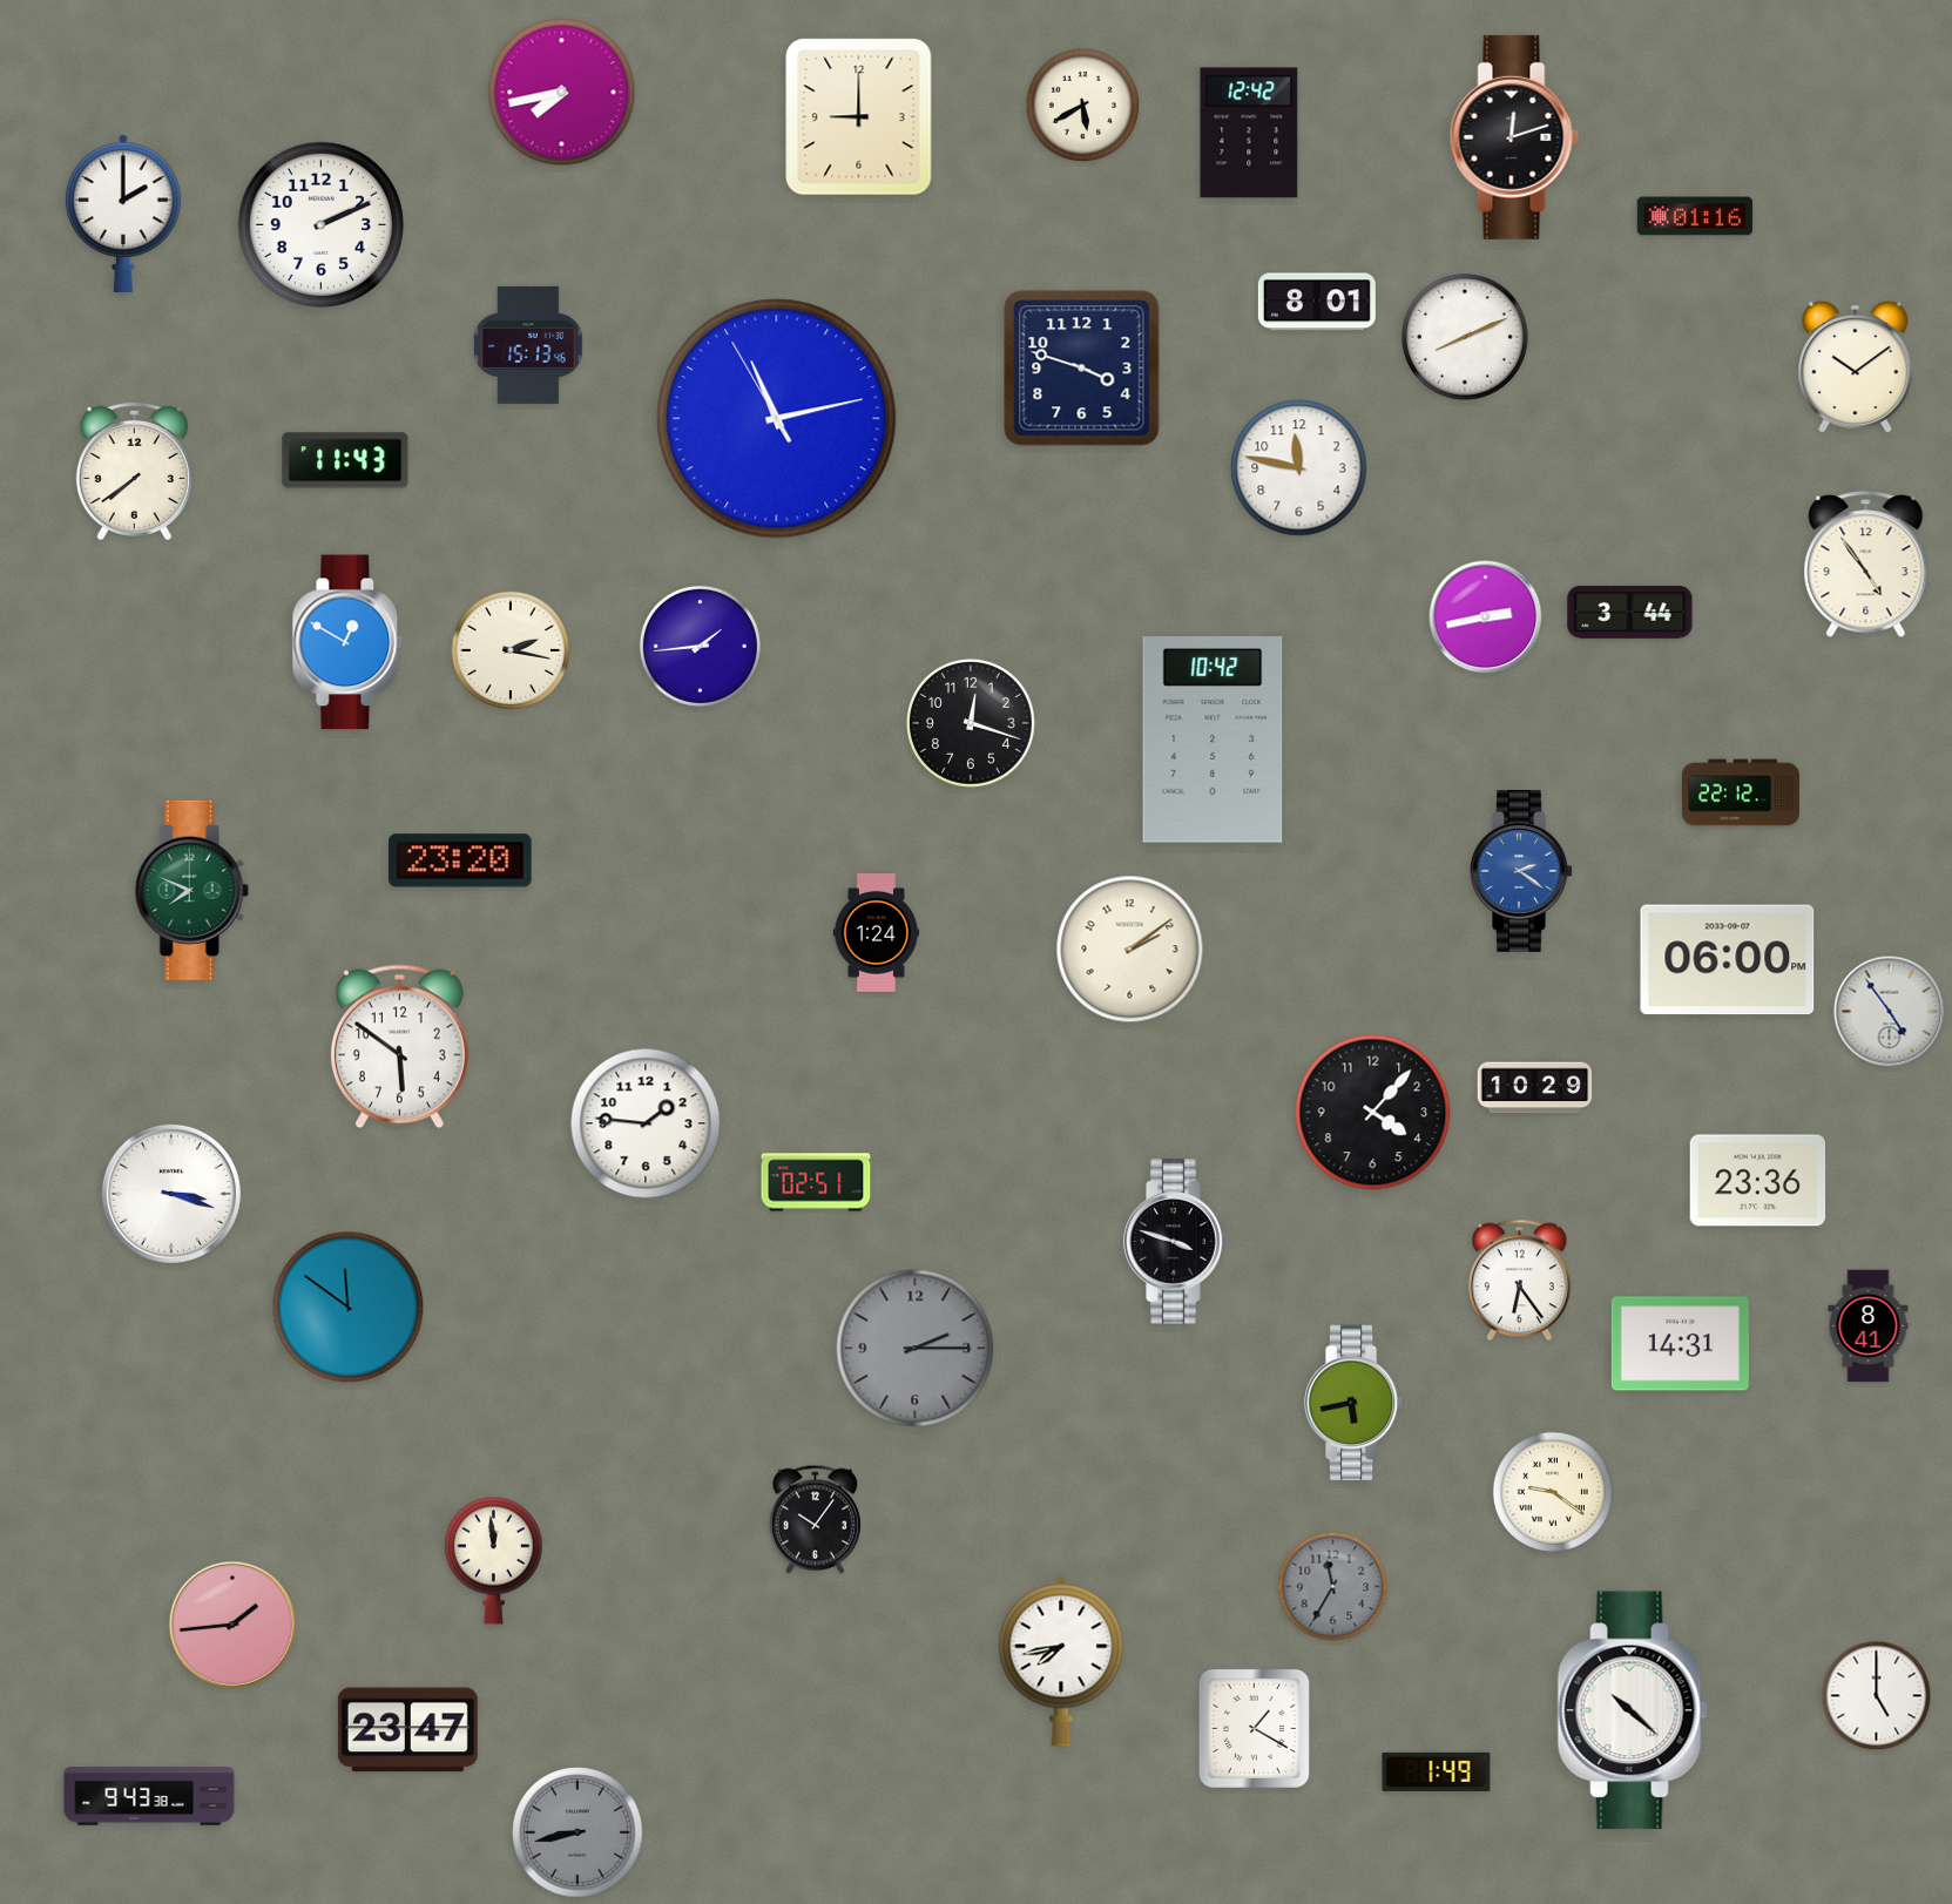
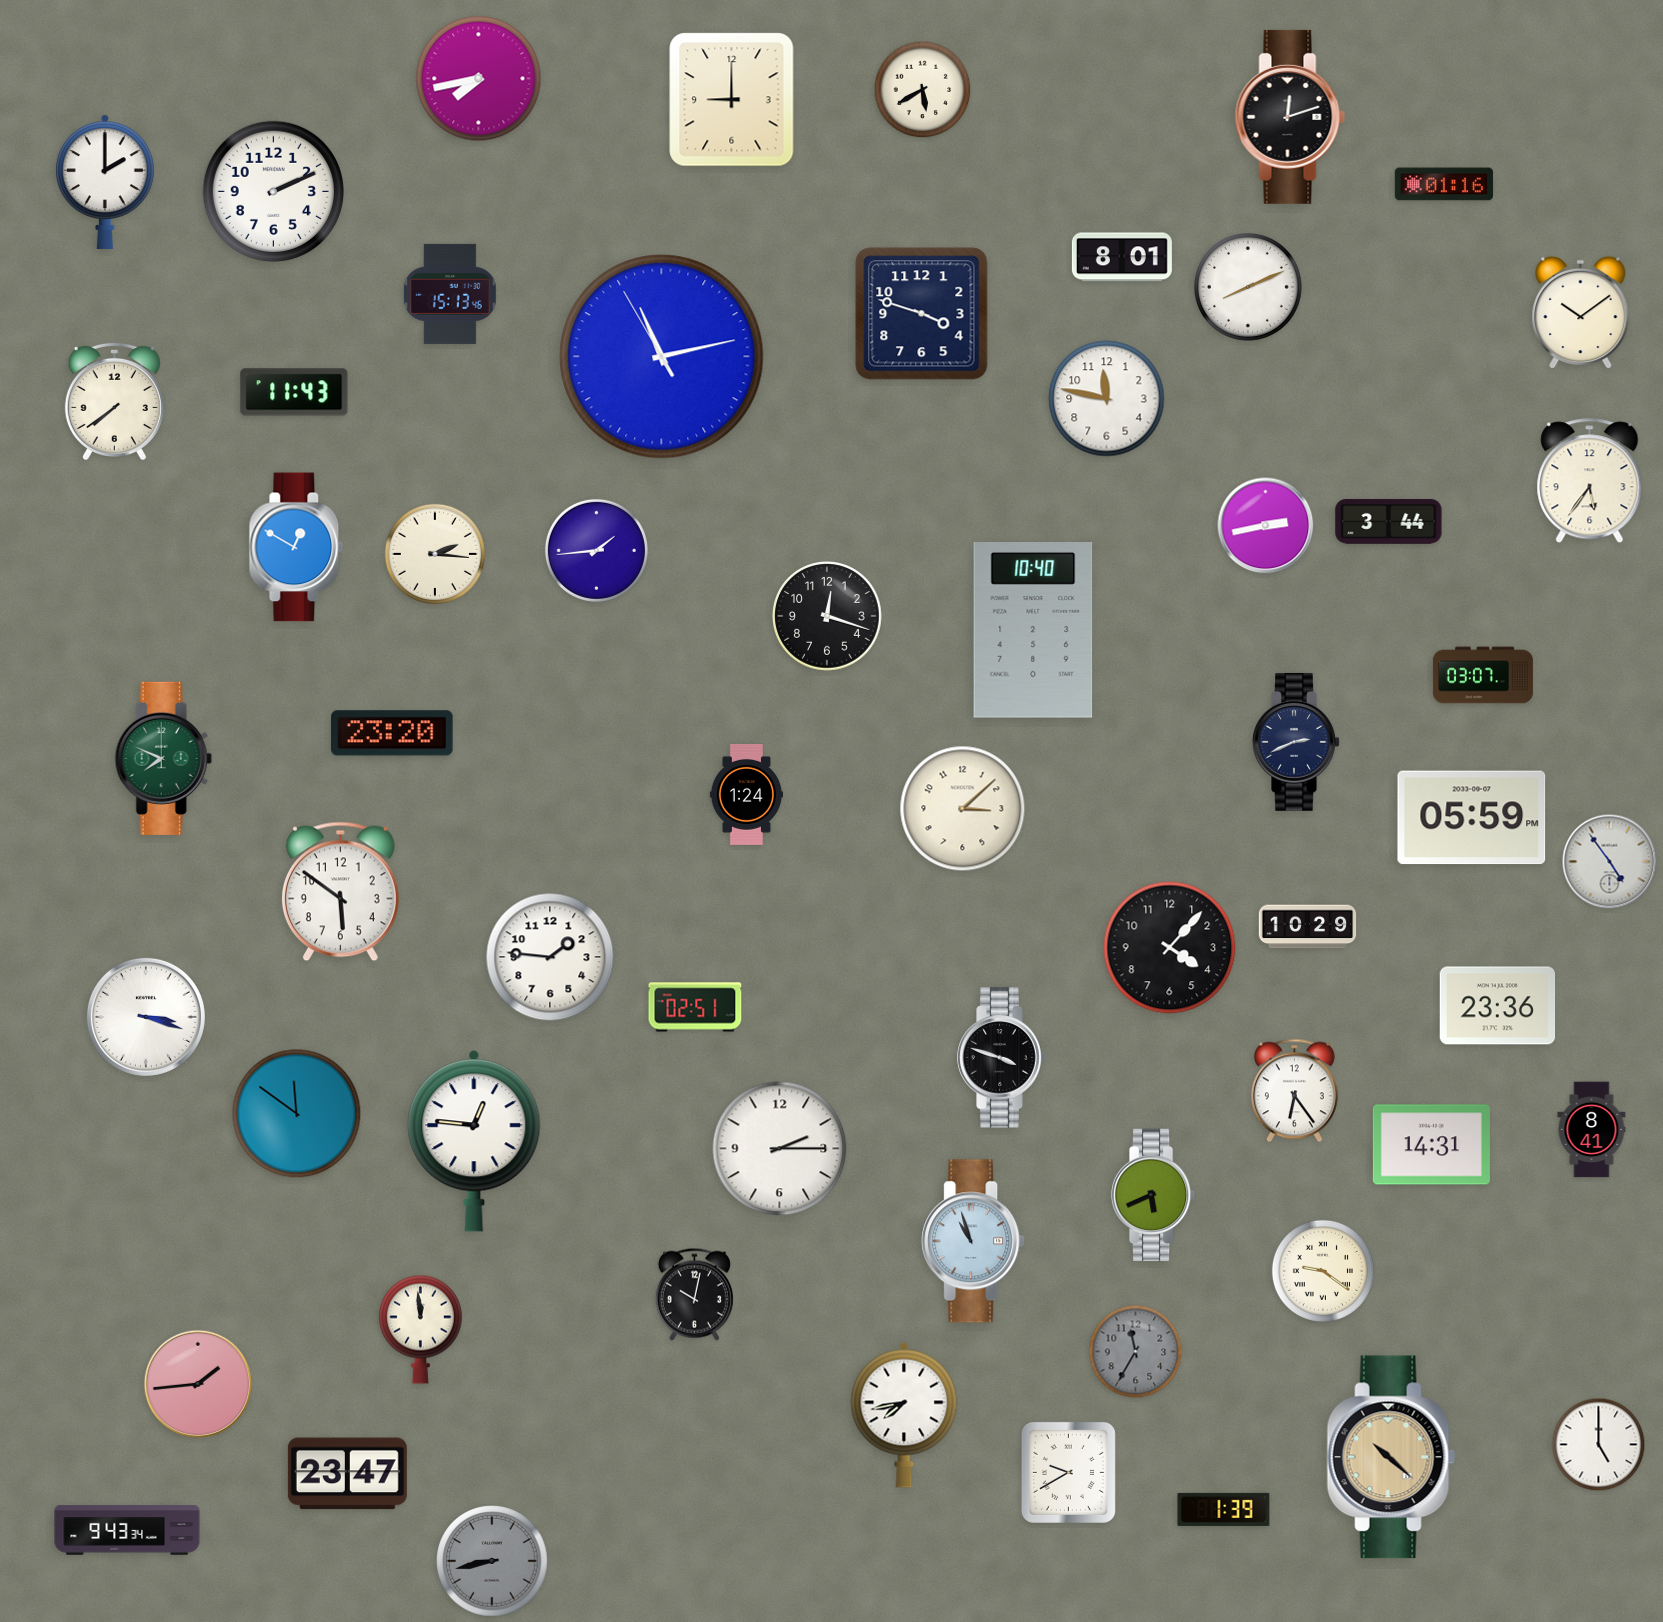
clock at (1249, 133): 12:42 -> none
clock at (1866, 565): 4:54 -> 5:36
clock at (509, 649): 2:17 -> 2:16
clock at (1213, 741): 10:42 -> 10:40
clock at (1741, 792): 22:12 -> 03:07
clock at (1521, 871): 2:21 -> 2:41
clock at (1521, 871) dial: blue -> navy
clock at (1130, 950): 2:09 -> 3:08
clock at (1728, 960): 06:00 -> 05:59
clock at (474, 1141): none -> 12:46
clock at (916, 1349) dial: grey -> white
clock at (1353, 1403): 5:43 -> 5:41
clock at (973, 1241): none -> 10:57
clock at (815, 1519): 10:06 -> 10:02
clock at (1633, 1710) dial: white -> champagne
clock at (1254, 1728): 1:20 -> 9:40
clock at (1437, 1771): 1:49 -> 1:39
clock at (149, 1796): 9:43:38 -> 9:43:34
